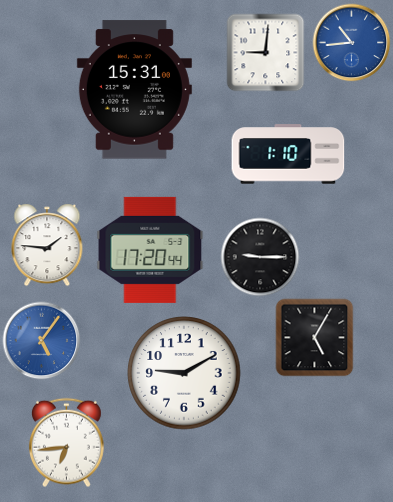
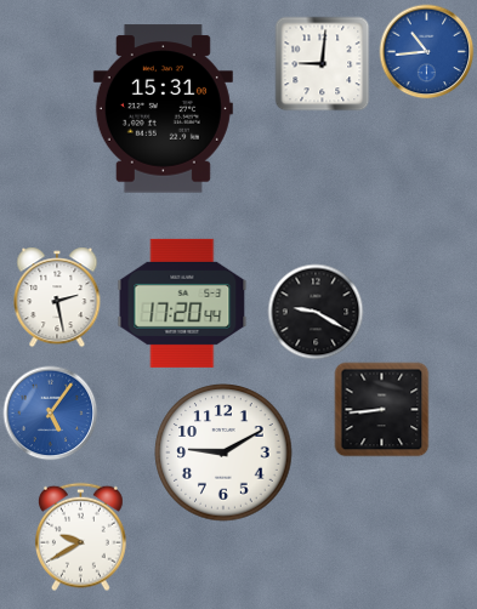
clock at (288, 154): 1:10 -> none
clock at (47, 245): 1:46 -> 2:28
clock at (260, 257): 9:15 -> 9:20
clock at (314, 337): 5:05 -> 8:44
clock at (66, 442): 6:44 -> 9:40
